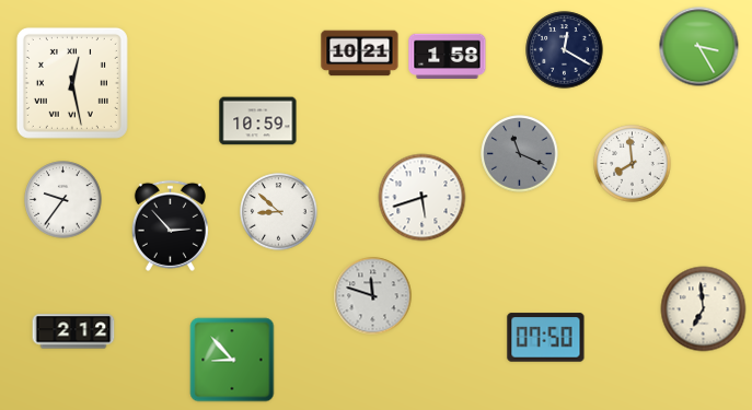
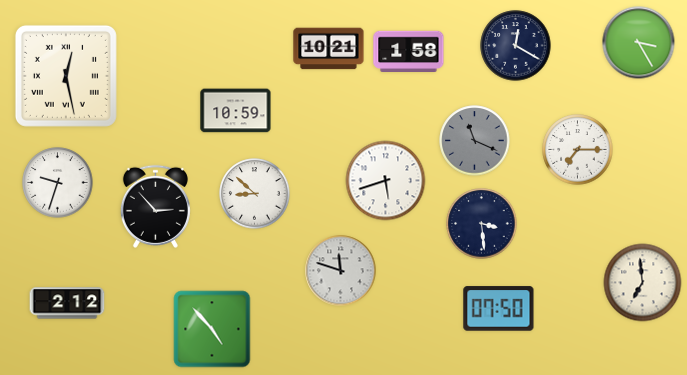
clock at (633, 164): 7:59 -> 7:15
clock at (63, 200): 9:36 -> 9:33
clock at (482, 224): none -> 3:29
clock at (232, 360): 8:53 -> 4:53
